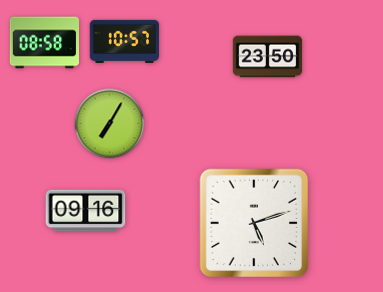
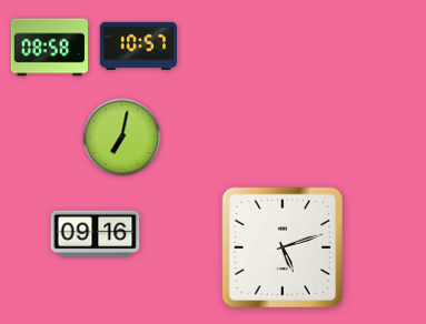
clock at (268, 57): 23:50 -> none
clock at (110, 124): 7:05 -> 7:02
